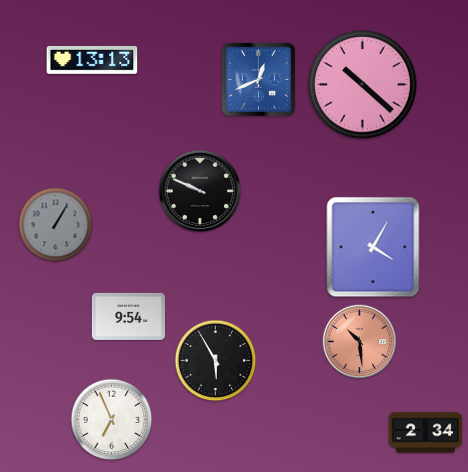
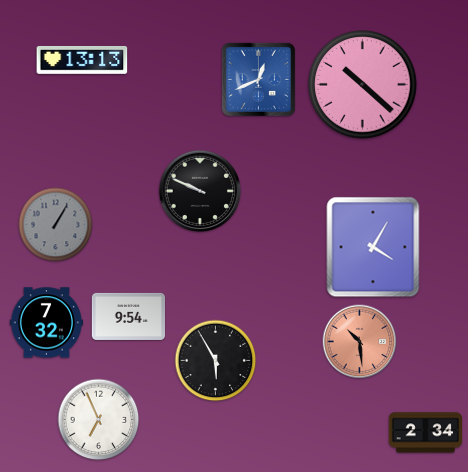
clock at (92, 60) position: (92, 60) -> (82, 60)
clock at (46, 323): none -> 7:32
clock at (112, 420) position: (112, 420) -> (99, 420)
